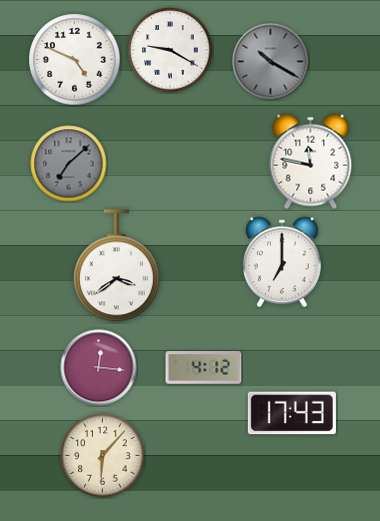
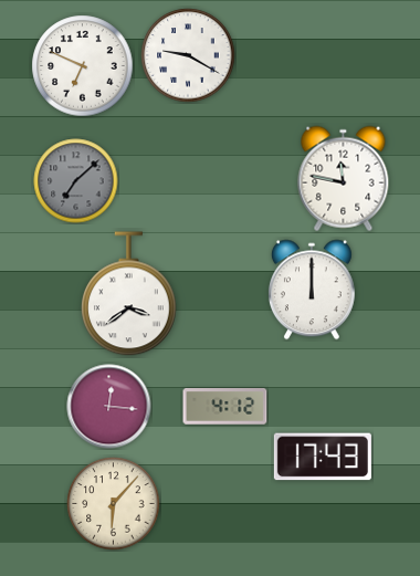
clock at (75, 60): 4:49 -> 6:49
clock at (271, 62): 10:20 -> none
clock at (282, 262): 7:00 -> 12:00
